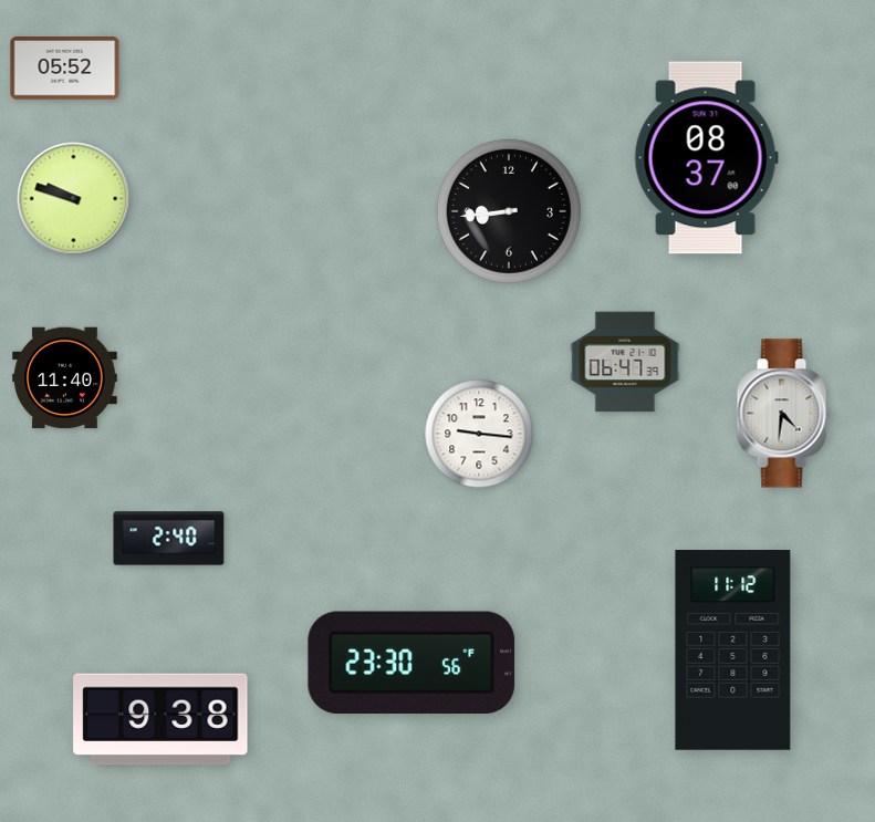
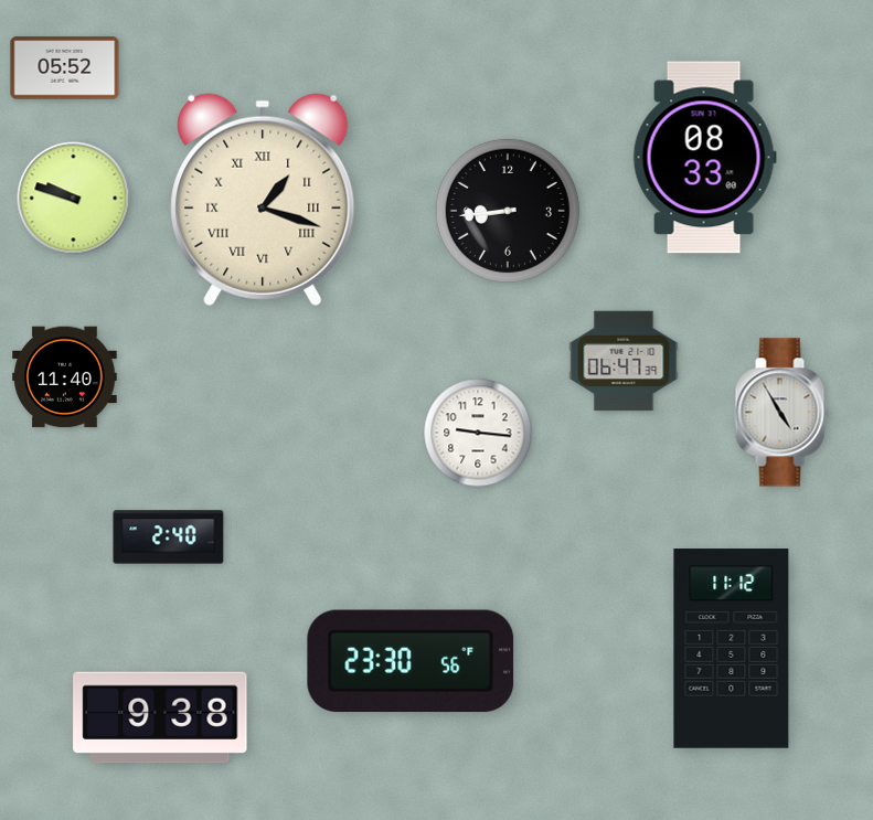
clock at (706, 158): 08:37 -> 08:33
clock at (263, 200): none -> 1:18
clock at (783, 414): 4:31 -> 4:55
